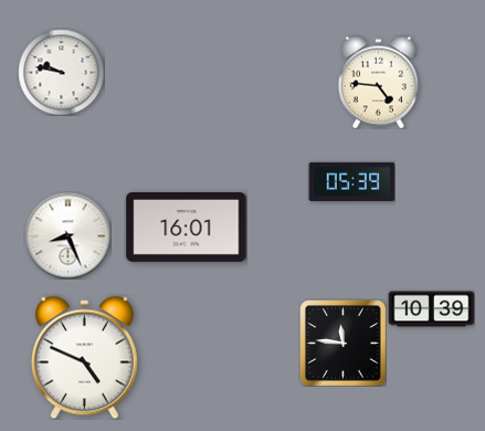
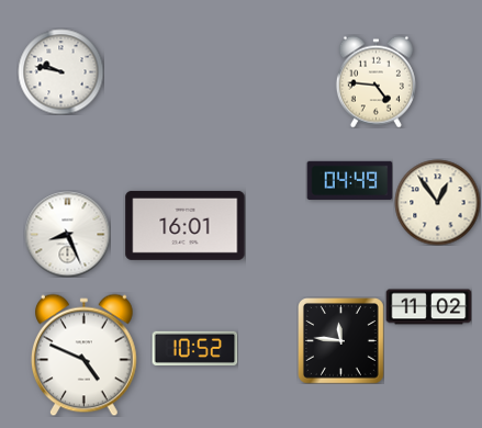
clock at (351, 181): 05:39 -> 04:49
clock at (437, 202): none -> 12:54
clock at (431, 309): 10:39 -> 11:02
clock at (194, 348): none -> 10:52
